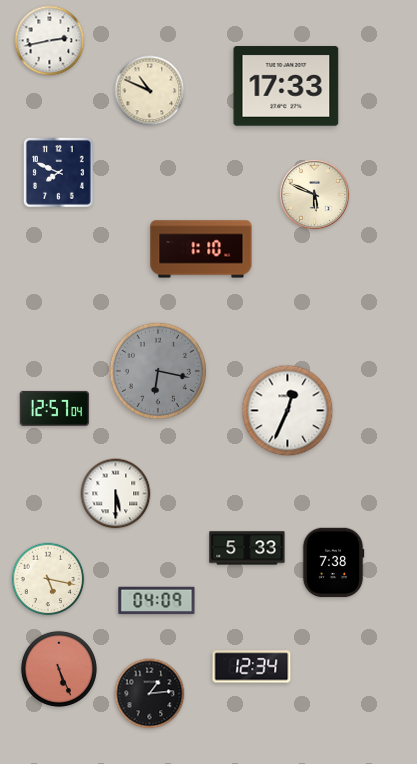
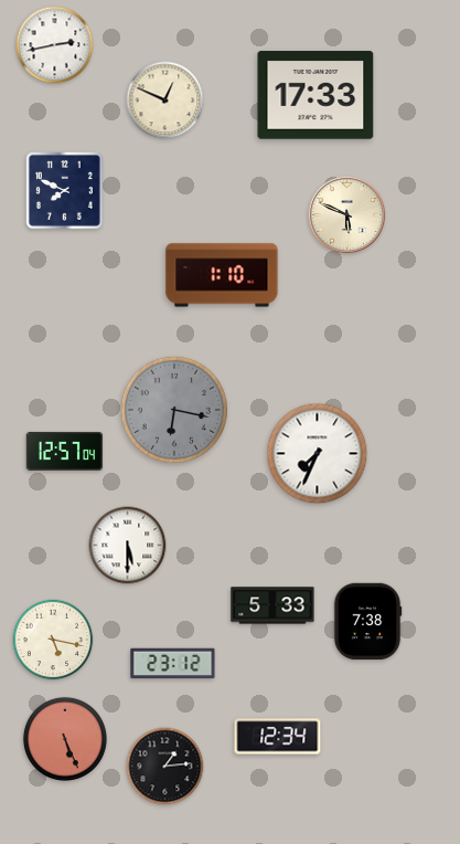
clock at (150, 91): 10:49 -> 12:49
clock at (55, 408) position: (55, 408) -> (65, 451)
clock at (288, 411): 12:34 -> 7:34
clock at (157, 601): 04:09 -> 23:12
